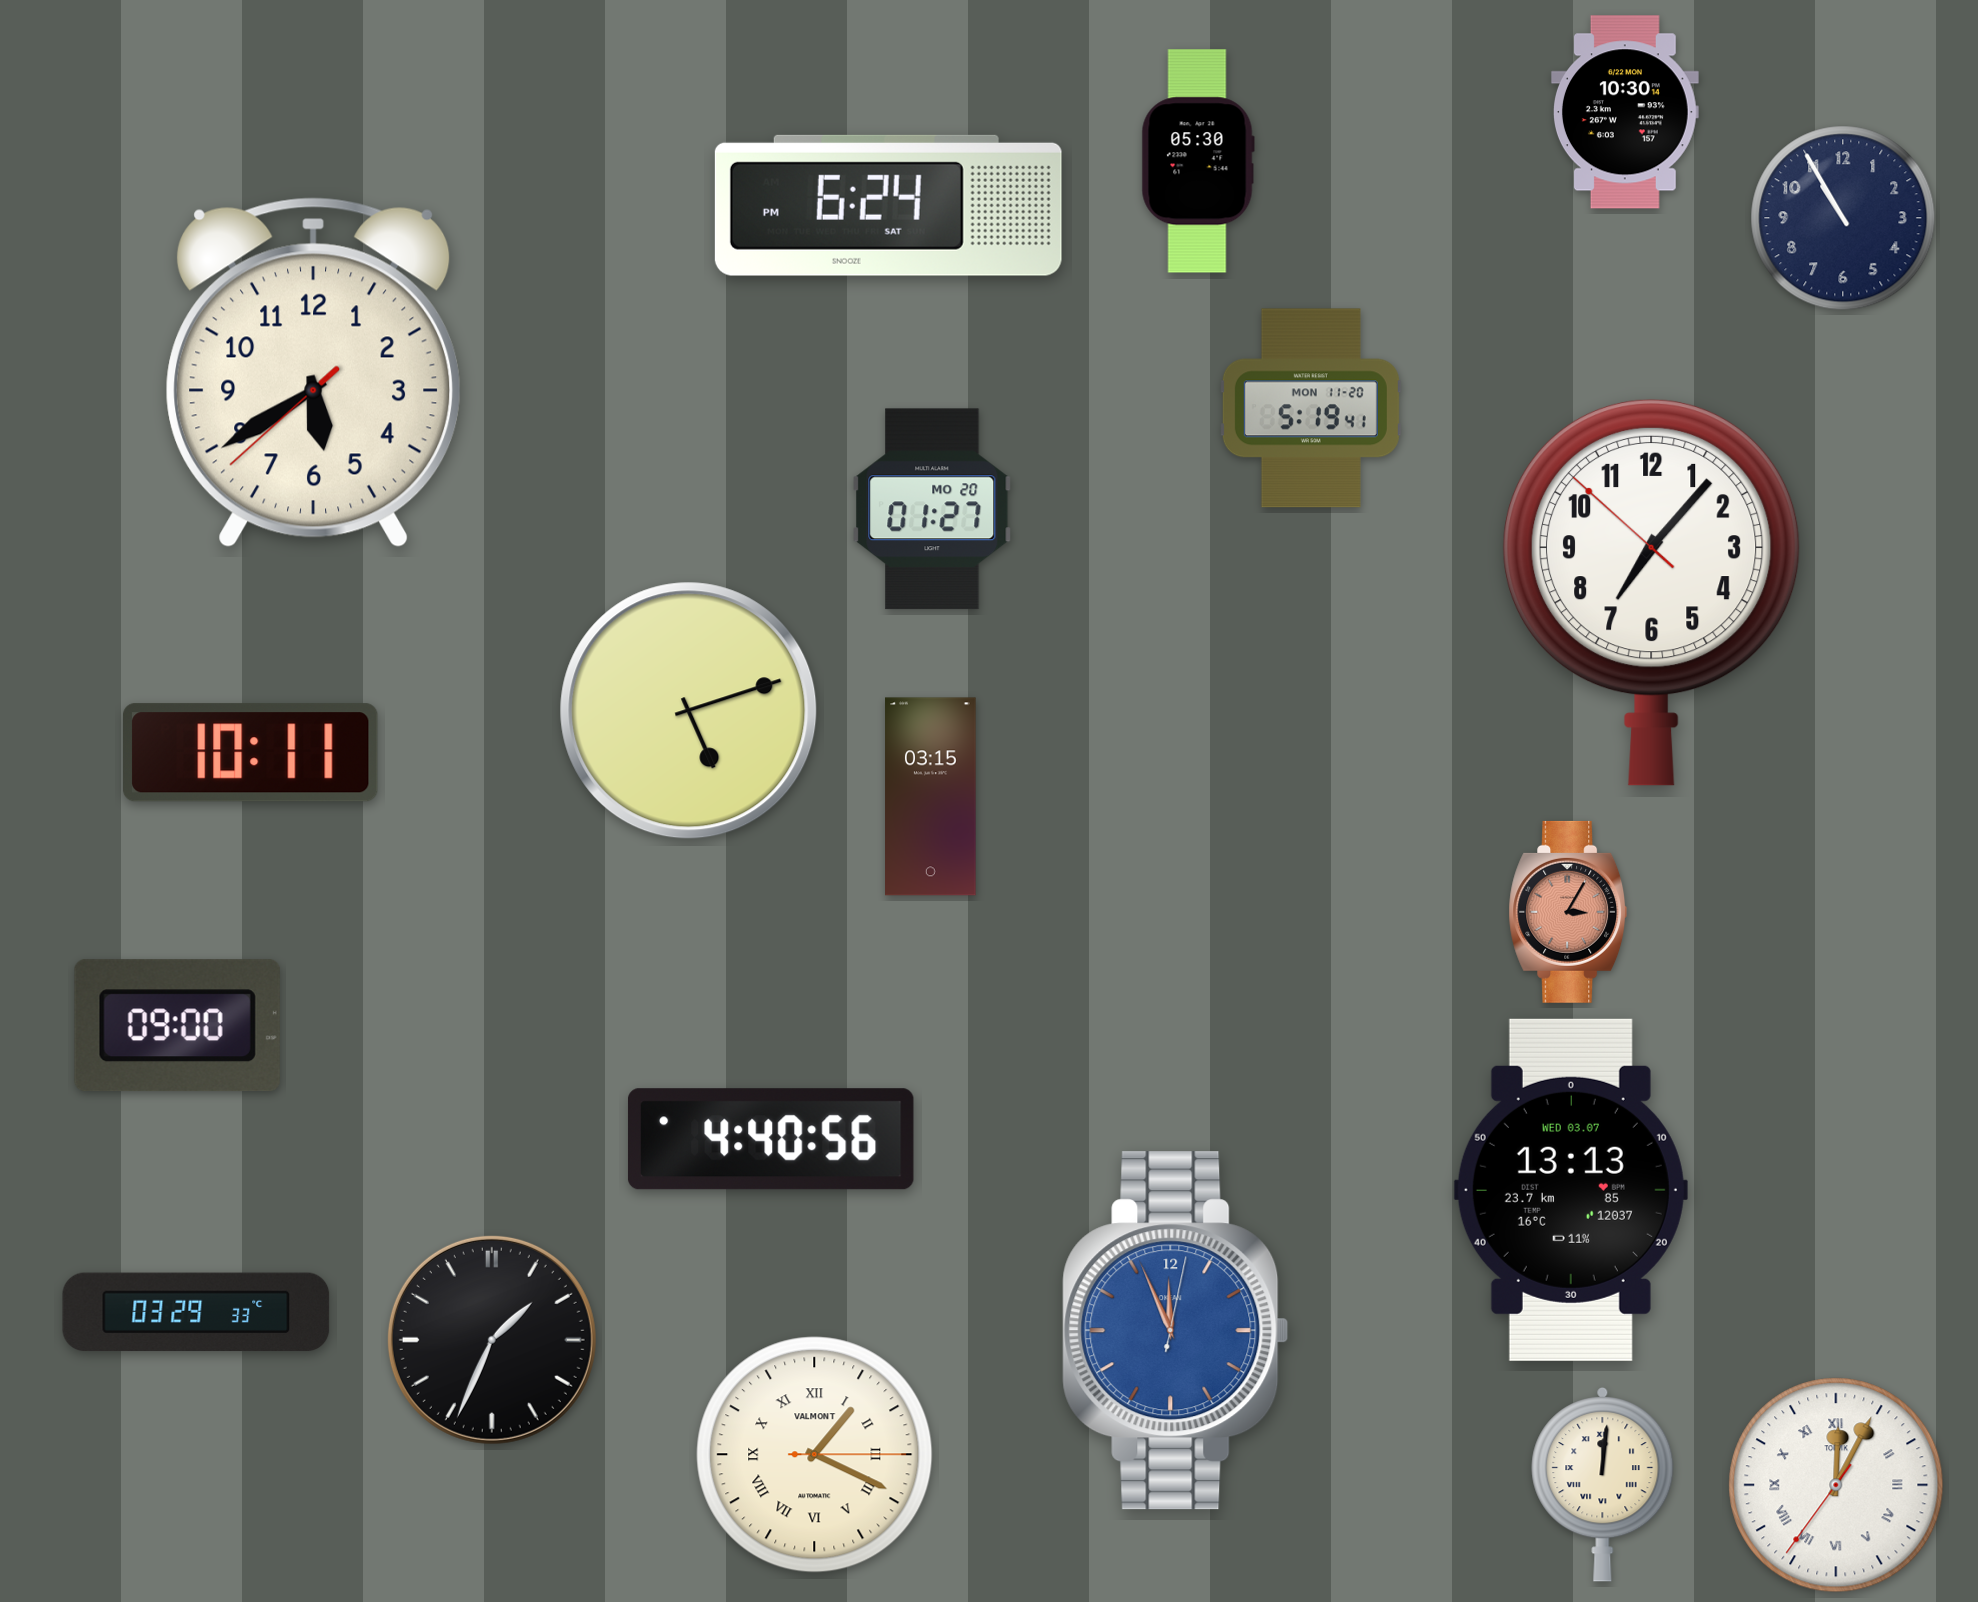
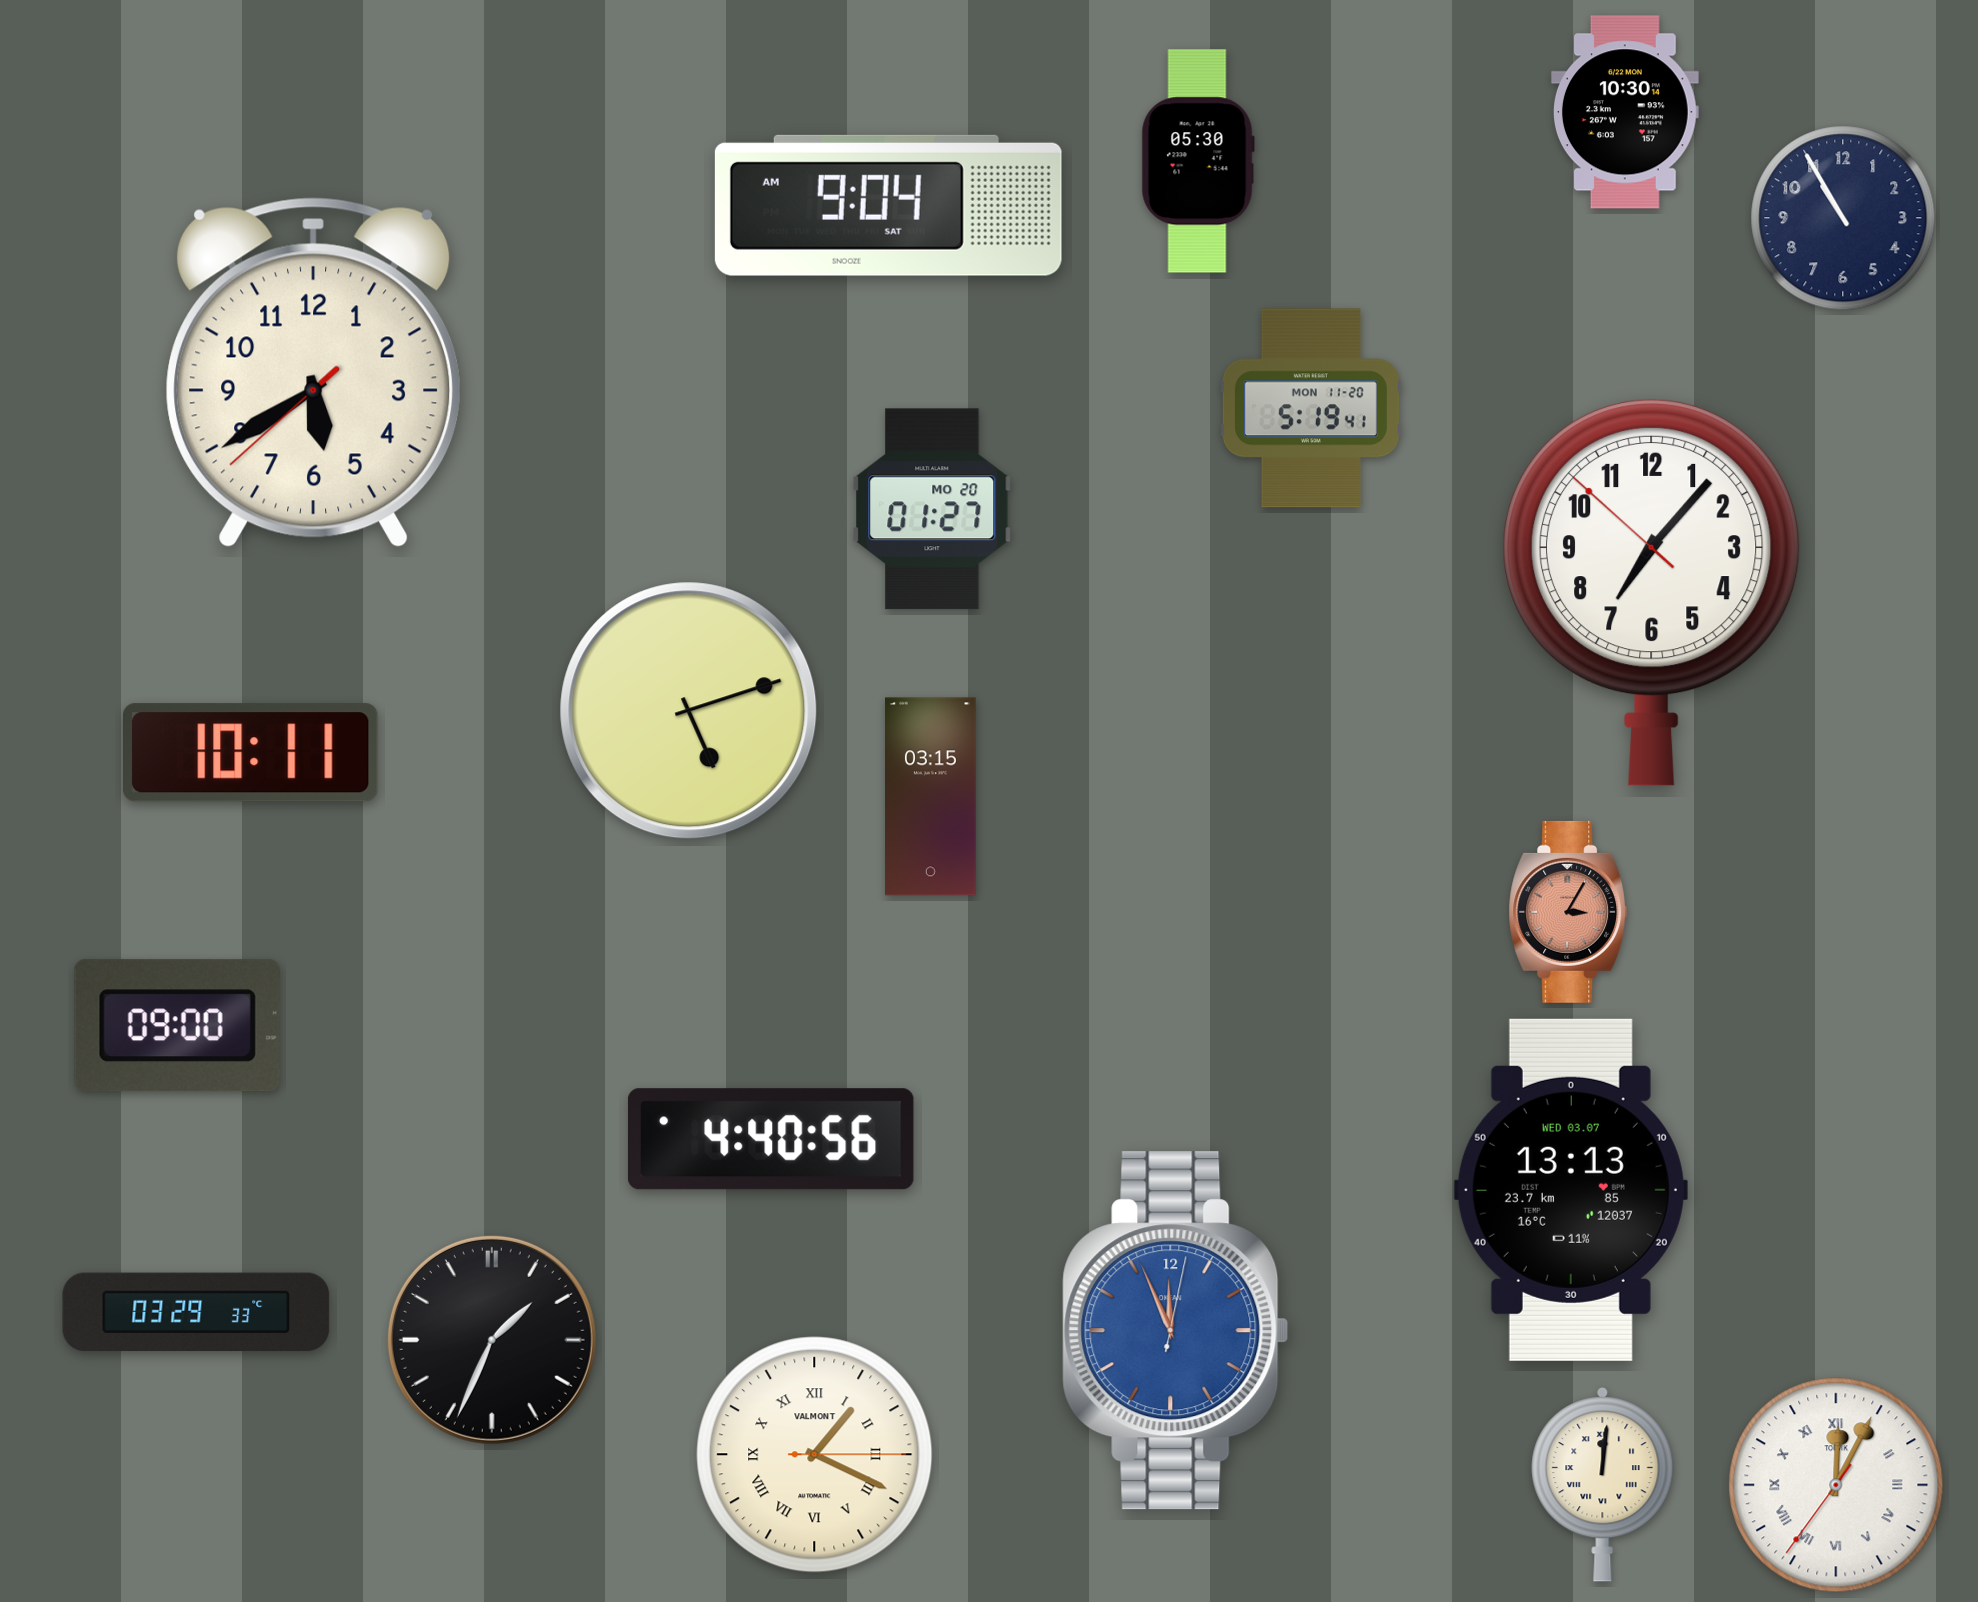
clock at (888, 205): 6:24 -> 9:04
